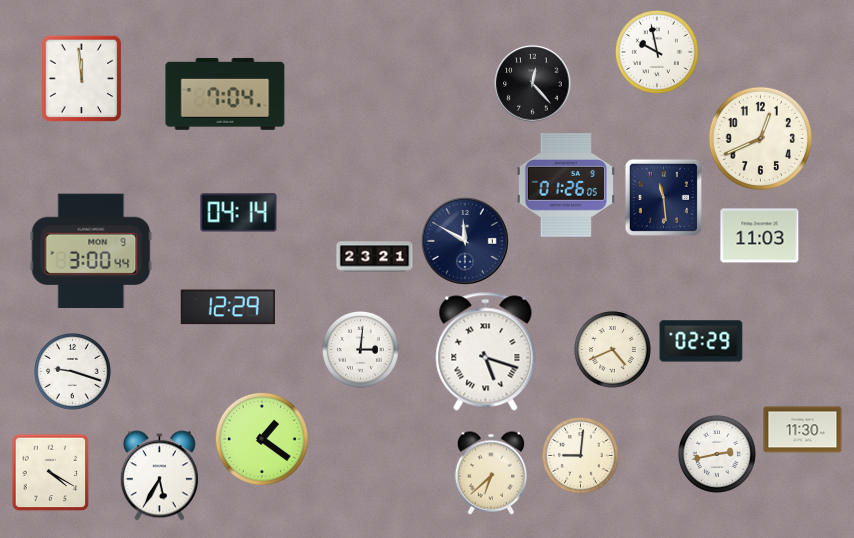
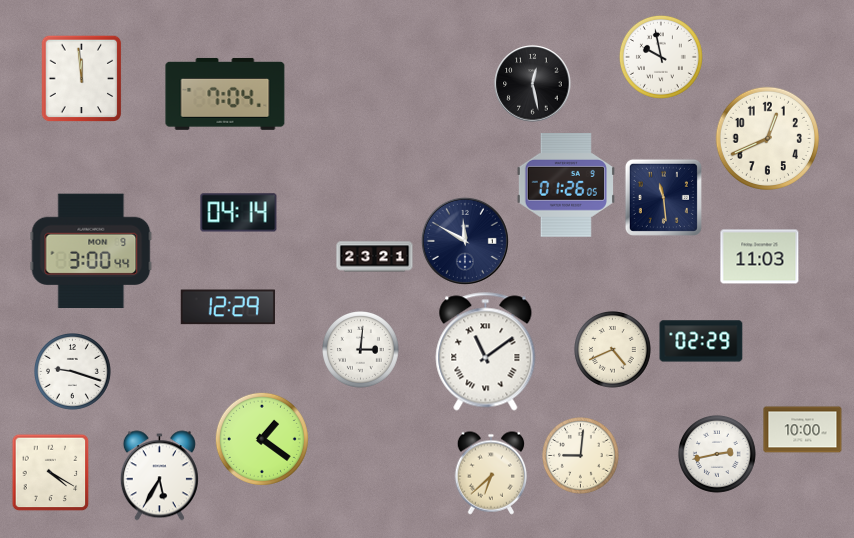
clock at (657, 52) position: (657, 52) -> (661, 57)
clock at (533, 84): 12:23 -> 12:28
clock at (760, 138) position: (760, 138) -> (767, 138)
clock at (760, 236) position: (760, 236) -> (760, 257)
clock at (486, 352): 5:18 -> 11:09
clock at (803, 430): 11:30 -> 10:00
